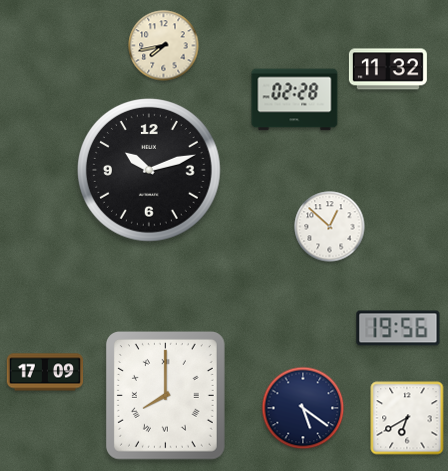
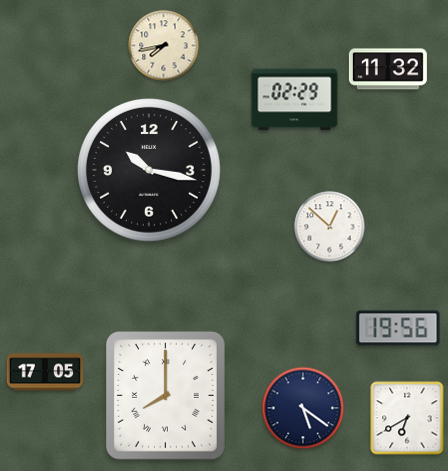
clock at (295, 100): 02:28 -> 02:29
clock at (150, 171): 10:12 -> 10:17
clock at (45, 372): 17:09 -> 17:05
